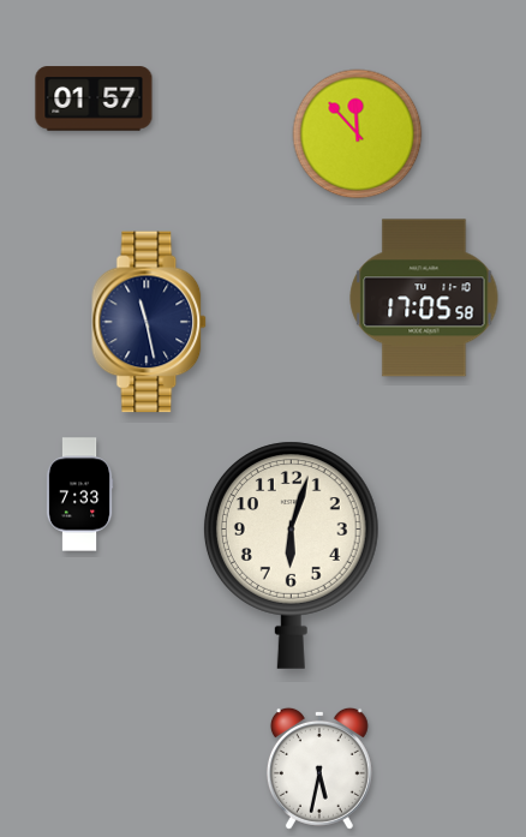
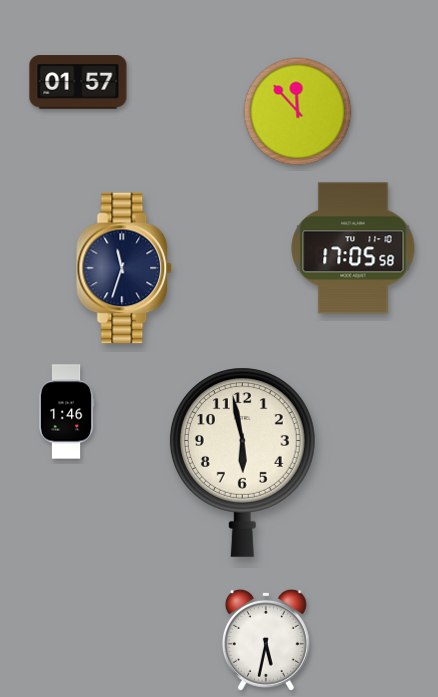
clock at (150, 322): 11:28 -> 11:33
clock at (79, 495): 7:33 -> 1:46
clock at (291, 555): 6:03 -> 5:58
